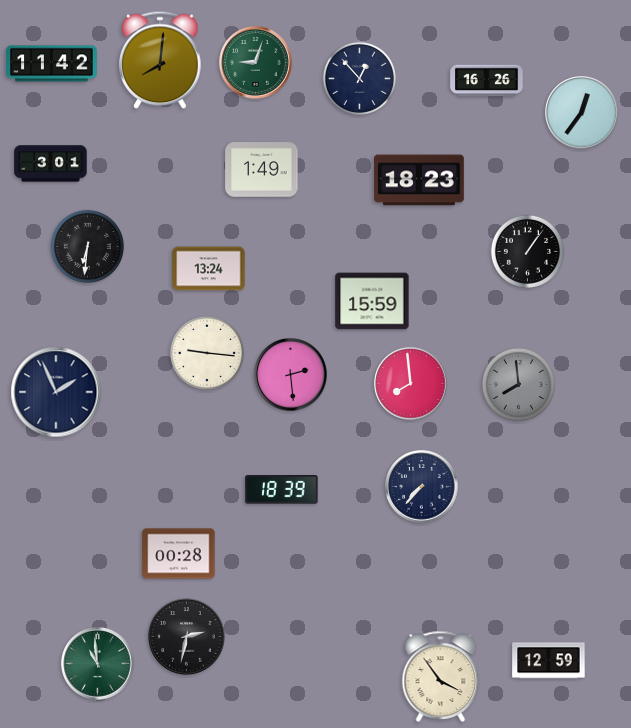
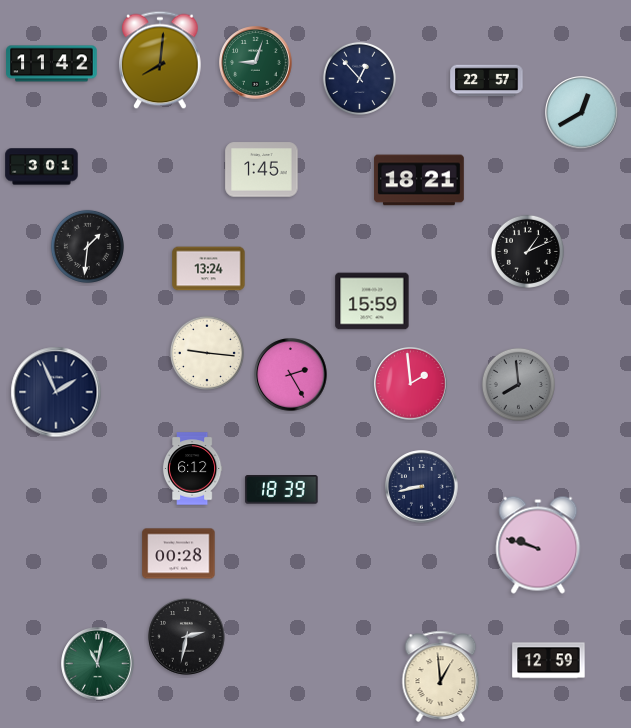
clock at (487, 81): 16:26 -> 22:57
clock at (582, 113): 12:36 -> 12:40
clock at (51, 164) position: (51, 164) -> (42, 167)
clock at (262, 170): 1:49 -> 1:45
clock at (419, 180): 18:23 -> 18:21
clock at (87, 246): 6:31 -> 1:31
clock at (527, 251): 1:06 -> 1:11
clock at (291, 375): 2:29 -> 2:25
clock at (411, 384): 7:59 -> 1:59
clock at (192, 469): none -> 6:12
clock at (422, 487): 7:37 -> 8:43
clock at (538, 545): none -> 9:48
clock at (98, 664): 10:59 -> 11:02
clock at (441, 676): 3:54 -> 12:59
